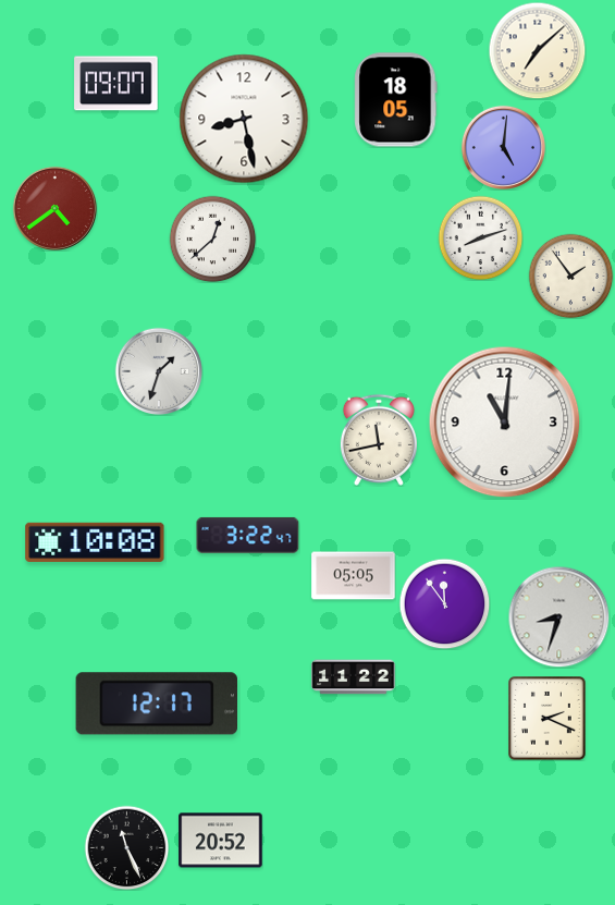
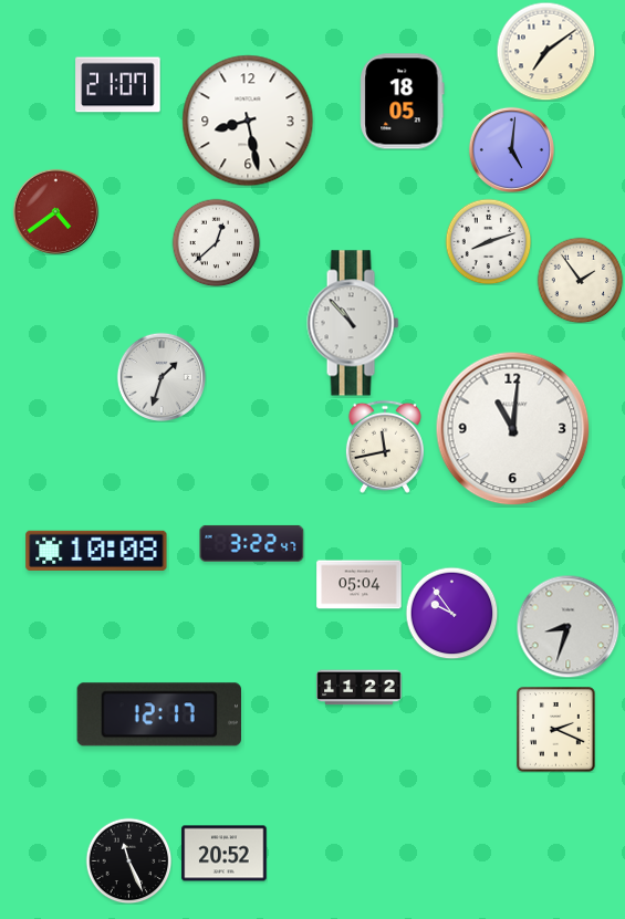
clock at (537, 50): 7:08 -> 7:09
clock at (116, 84): 09:07 -> 21:07
clock at (353, 323): none -> 10:53
clock at (354, 576): 05:05 -> 05:04
clock at (444, 603): 11:54 -> 9:54
